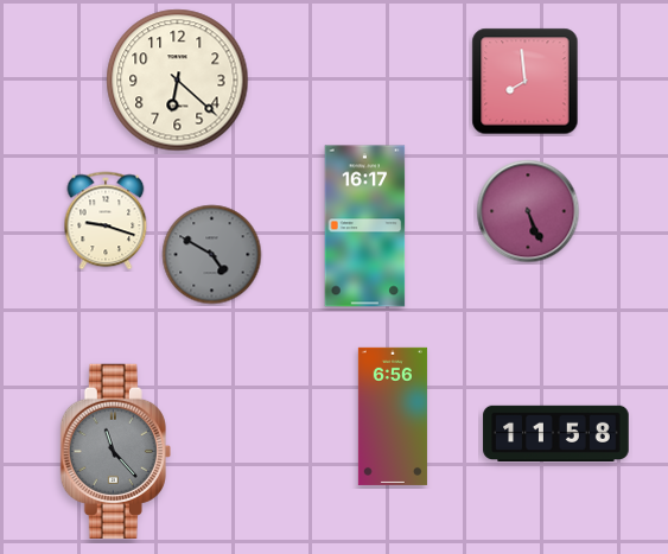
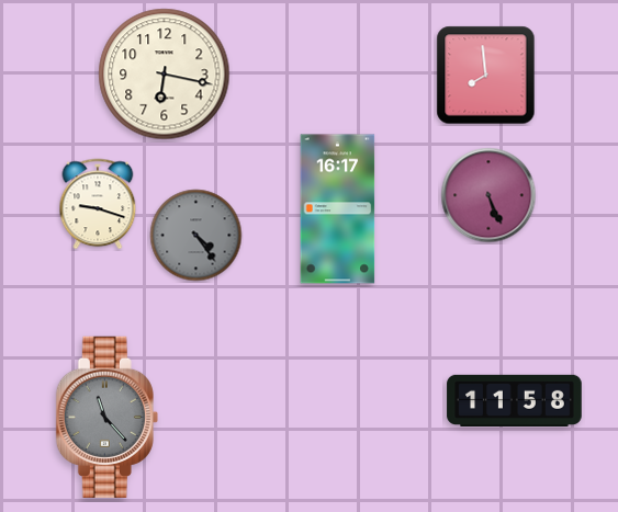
clock at (178, 81): 6:22 -> 6:17
clock at (212, 255): 4:50 -> 4:24
clock at (393, 416): 6:56 -> none
